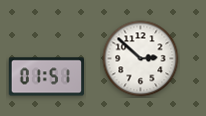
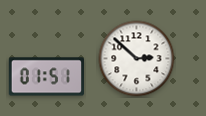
clock at (141, 59) position: (141, 59) -> (137, 59)
